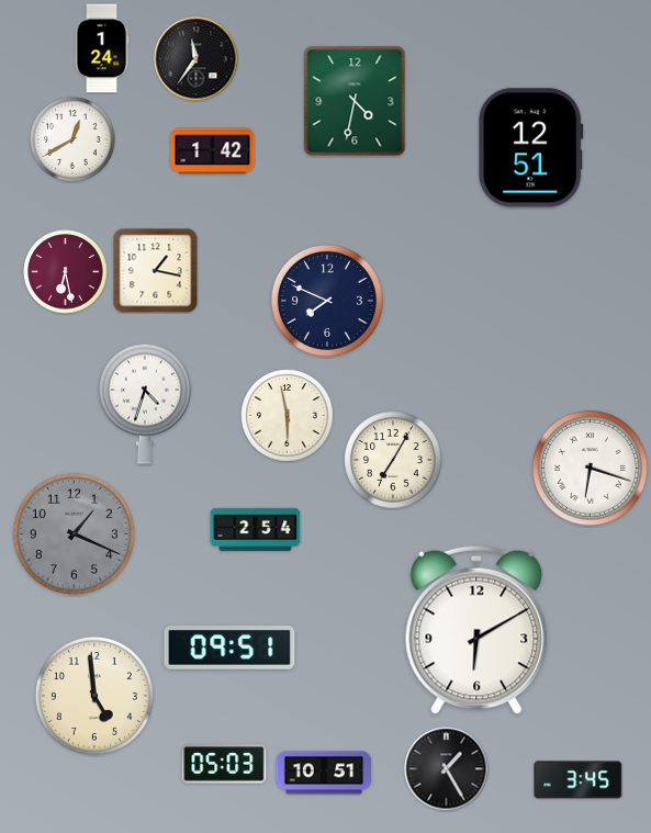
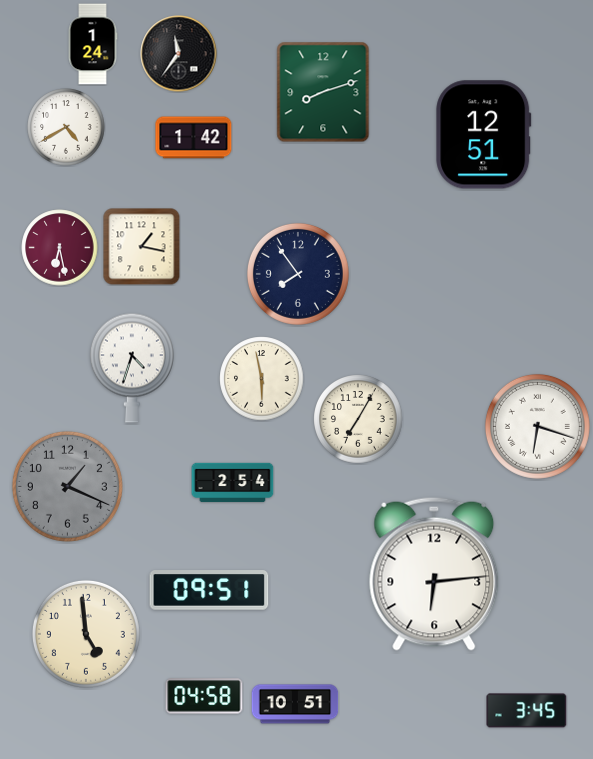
clock at (355, 101): 4:32 -> 8:12
clock at (72, 139): 12:40 -> 4:40
clock at (327, 301): 7:49 -> 7:54
clock at (476, 630): 6:10 -> 6:14
clock at (224, 764): 05:03 -> 04:58
clock at (447, 769): 1:25 -> none
